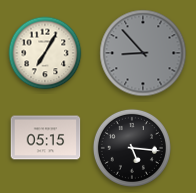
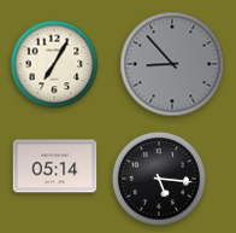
clock at (46, 138): 05:15 -> 05:14
